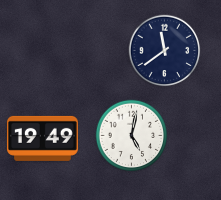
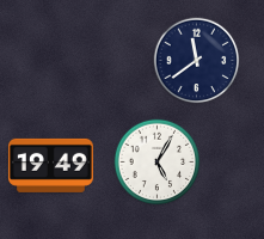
clock at (132, 136): 5:02 -> 5:05
